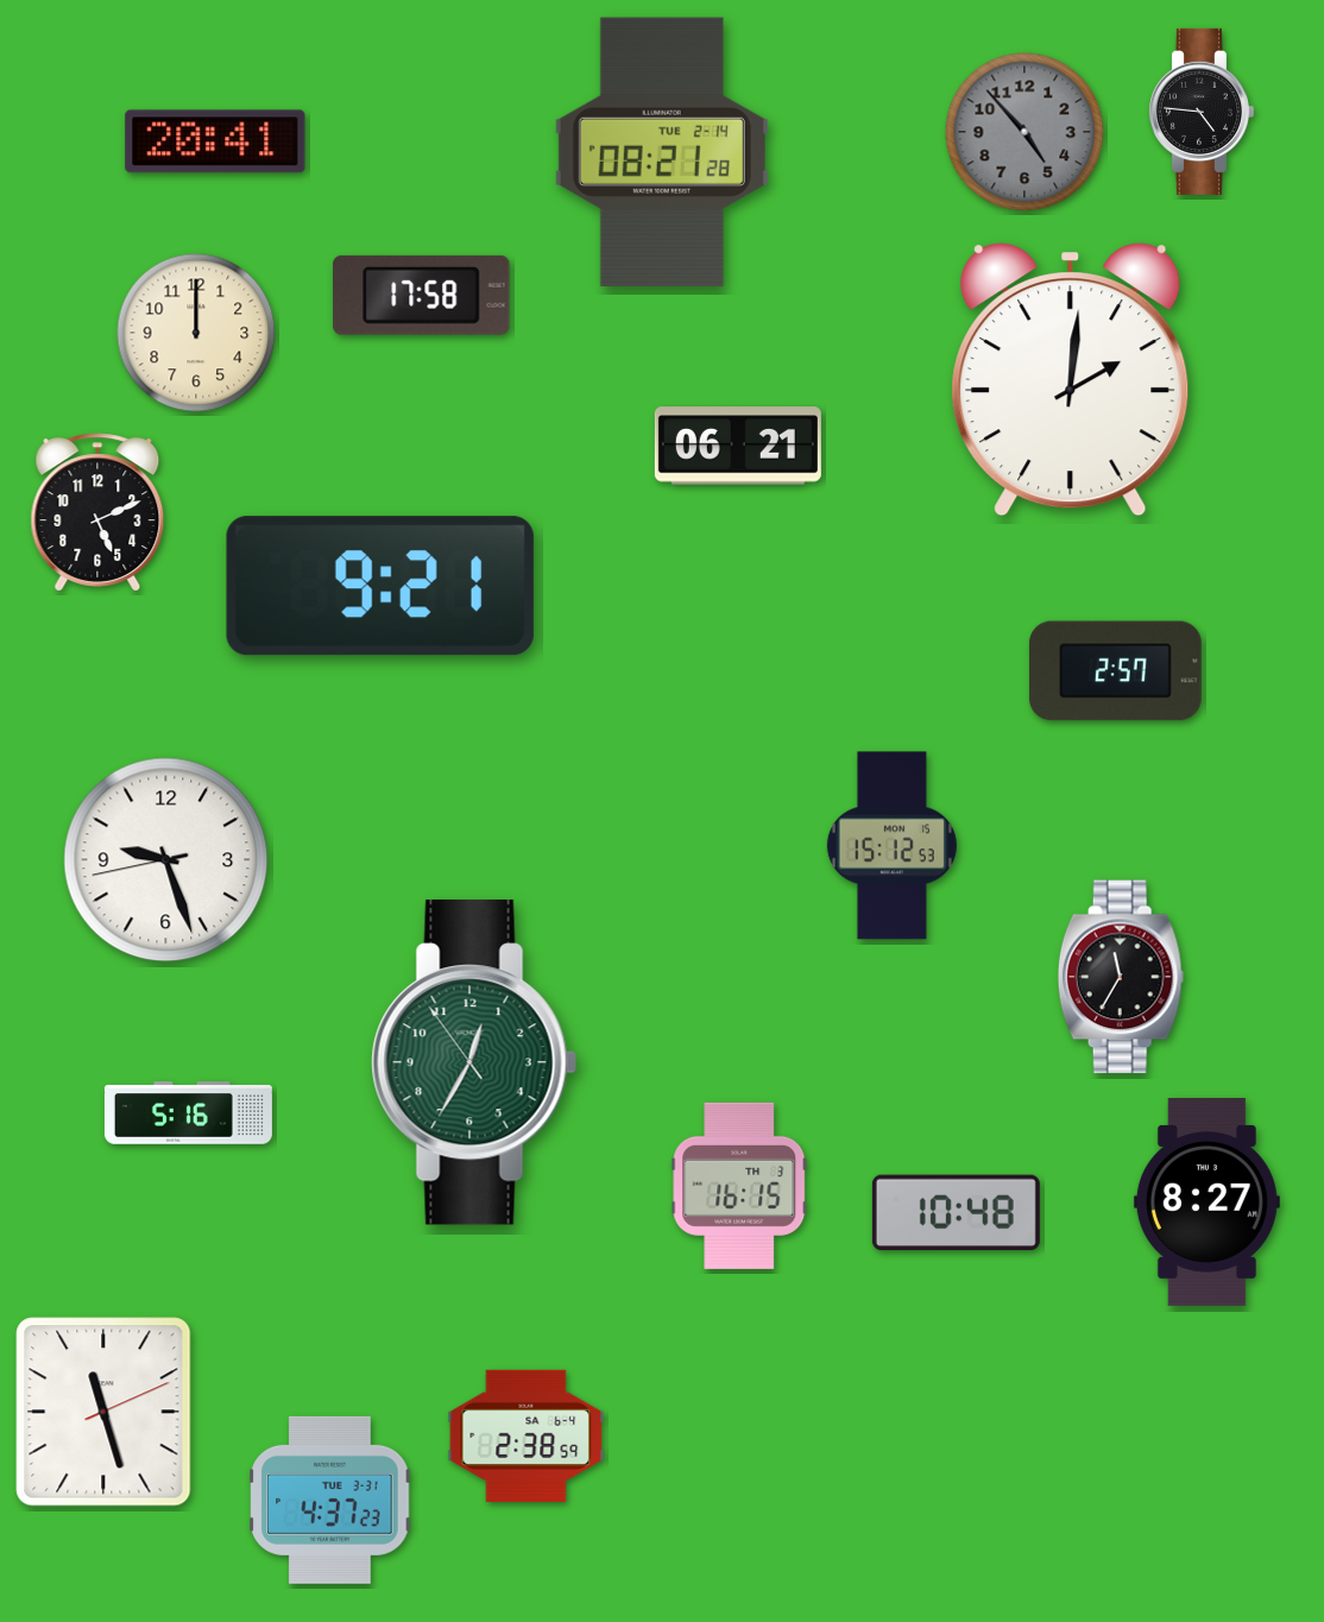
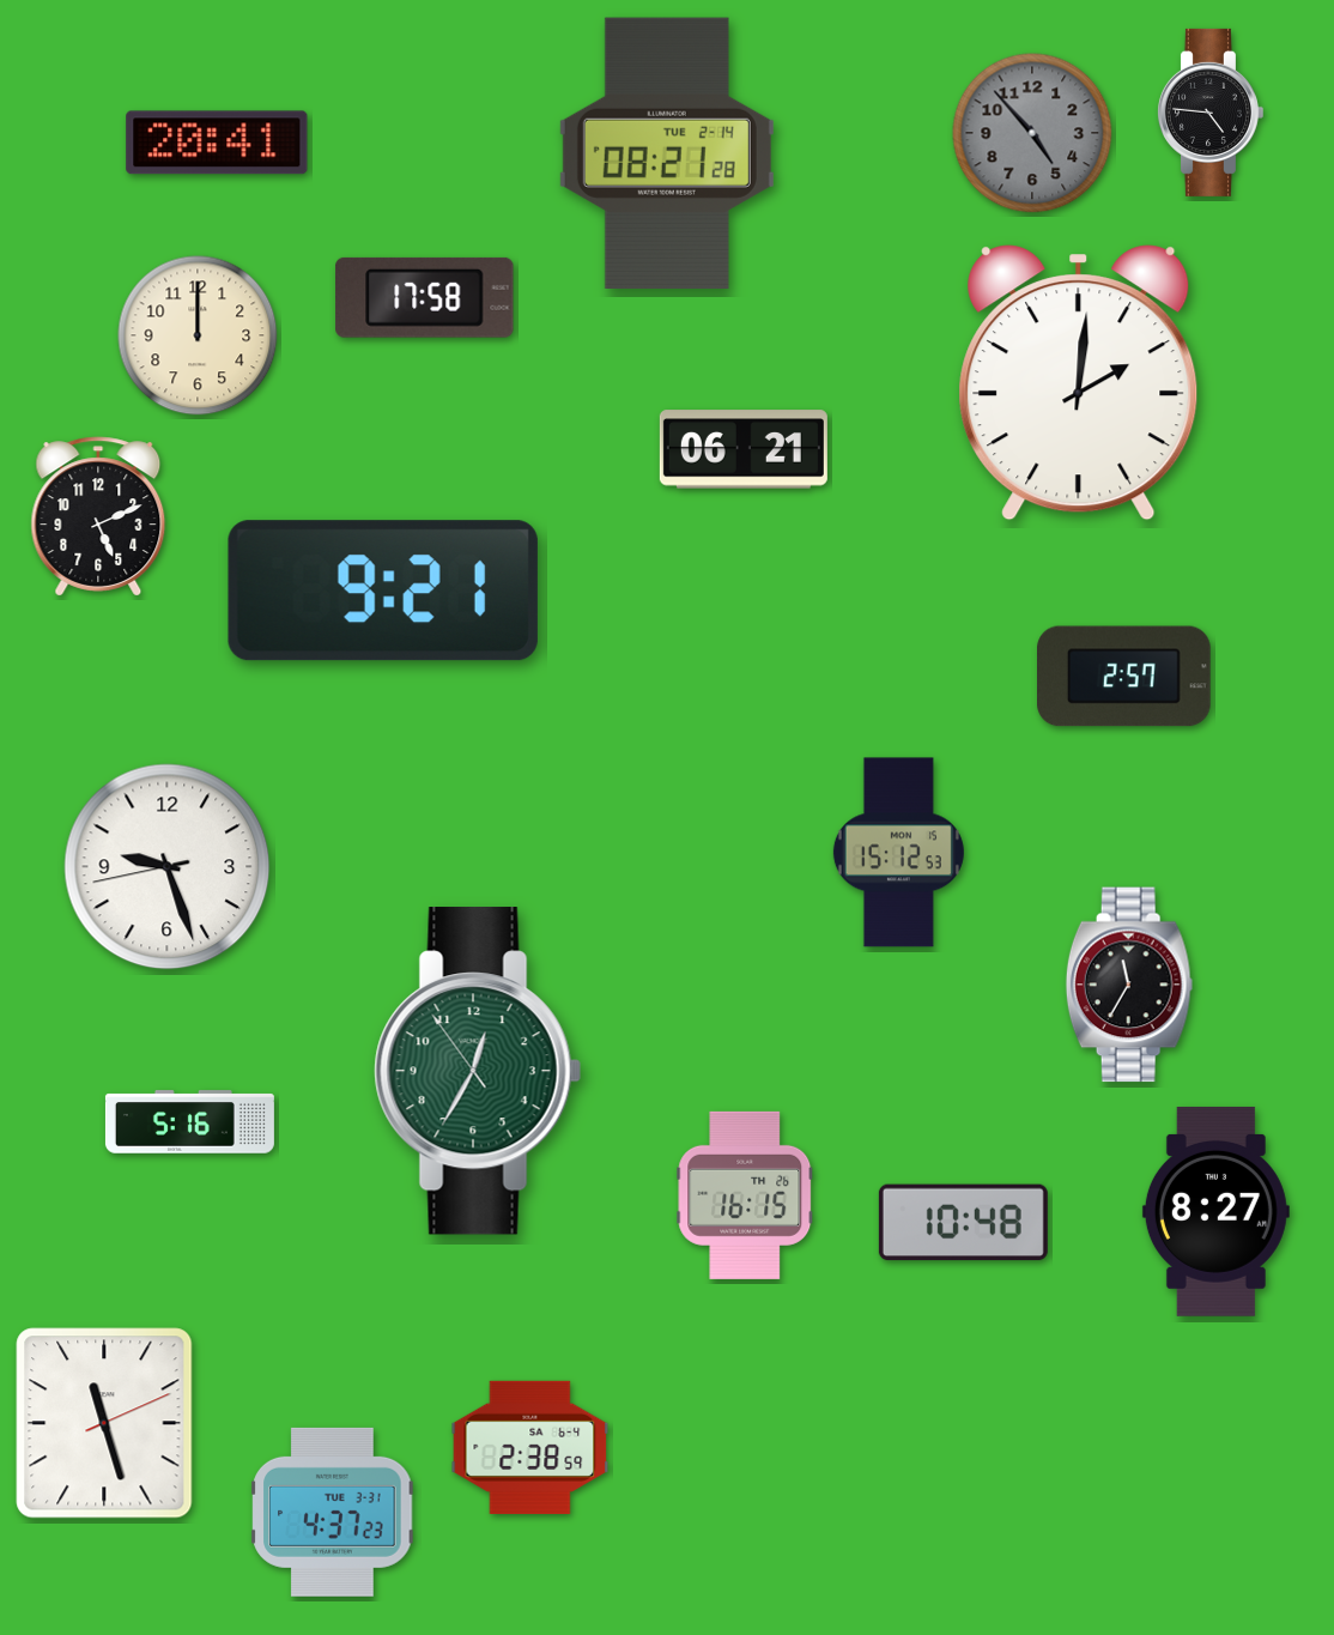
clock at (739, 1186) date: TH 3 -> TH 26
